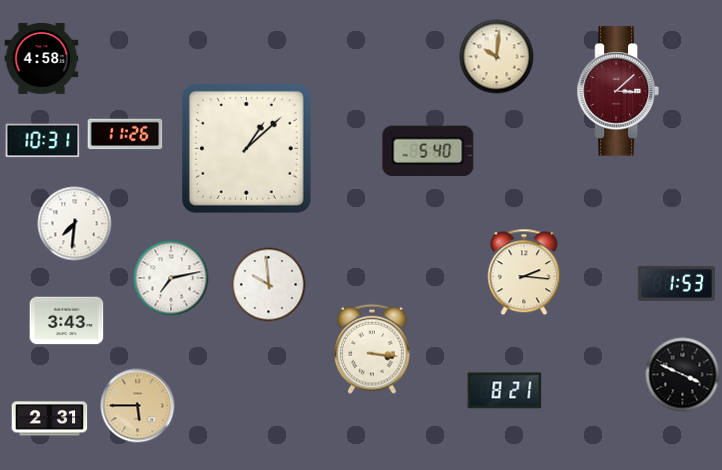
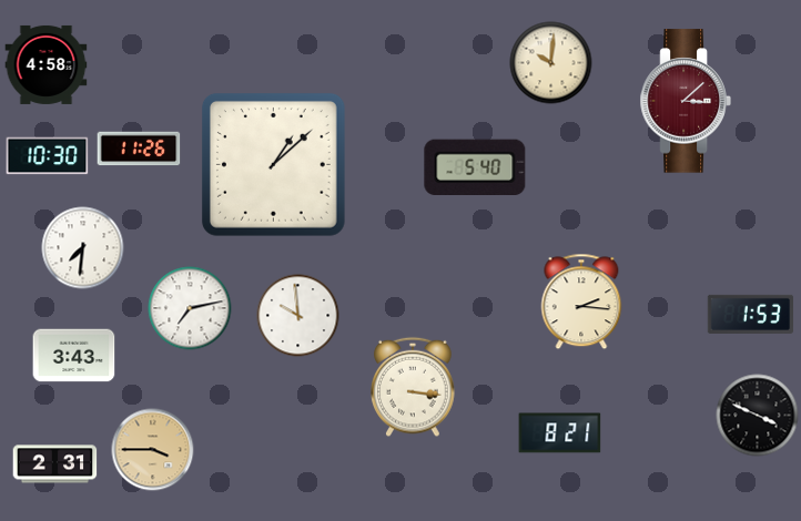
clock at (43, 141): 10:31 -> 10:30
clock at (138, 406): 5:45 -> 3:45
